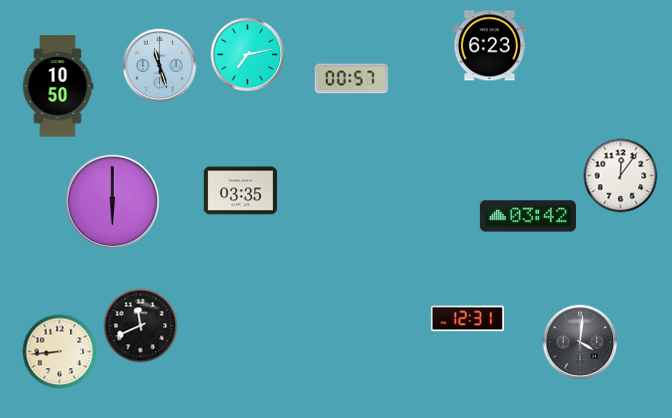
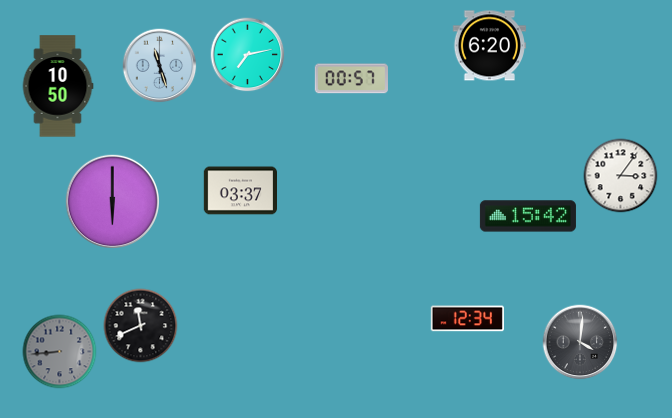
clock at (489, 46): 6:23 -> 6:20
clock at (621, 176): 12:06 -> 3:06
clock at (240, 191): 03:35 -> 03:37
clock at (528, 216): 03:42 -> 15:42
clock at (467, 319): 12:31 -> 12:34
clock at (60, 352) dial: cream -> grey
